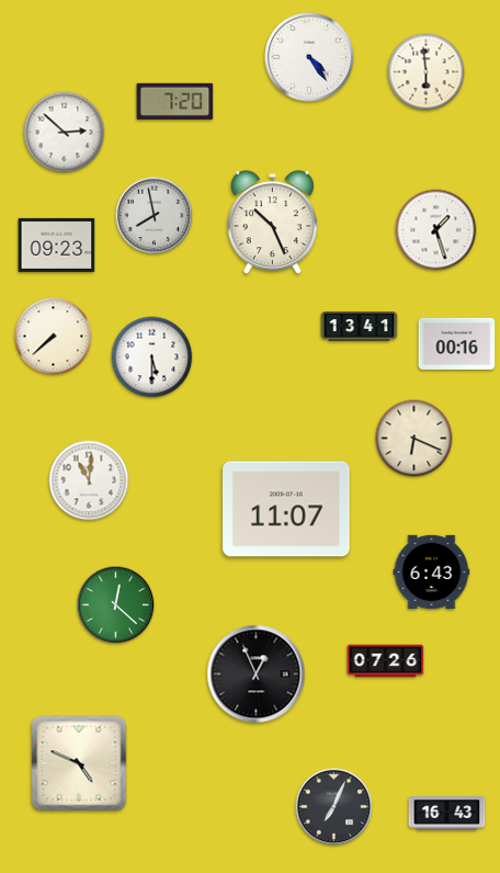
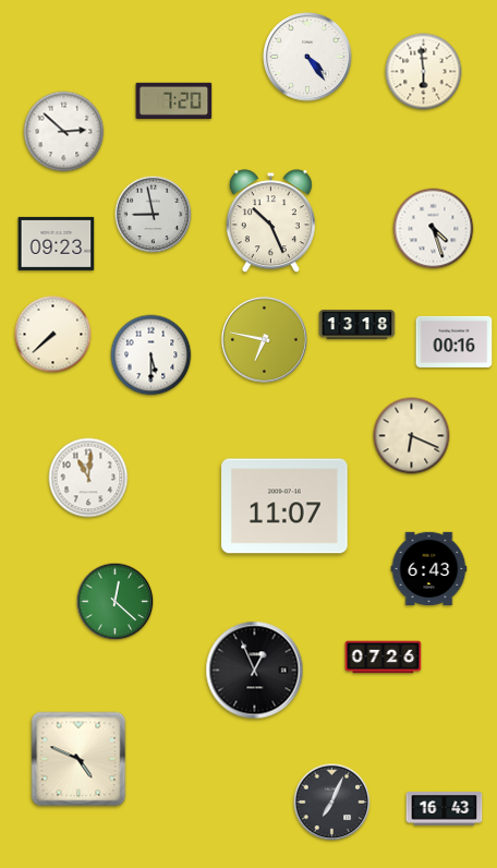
clock at (155, 216): 7:58 -> 8:58
clock at (436, 230): 1:27 -> 4:27
clock at (360, 327): 13:41 -> 13:18
clock at (264, 339): none -> 6:47
